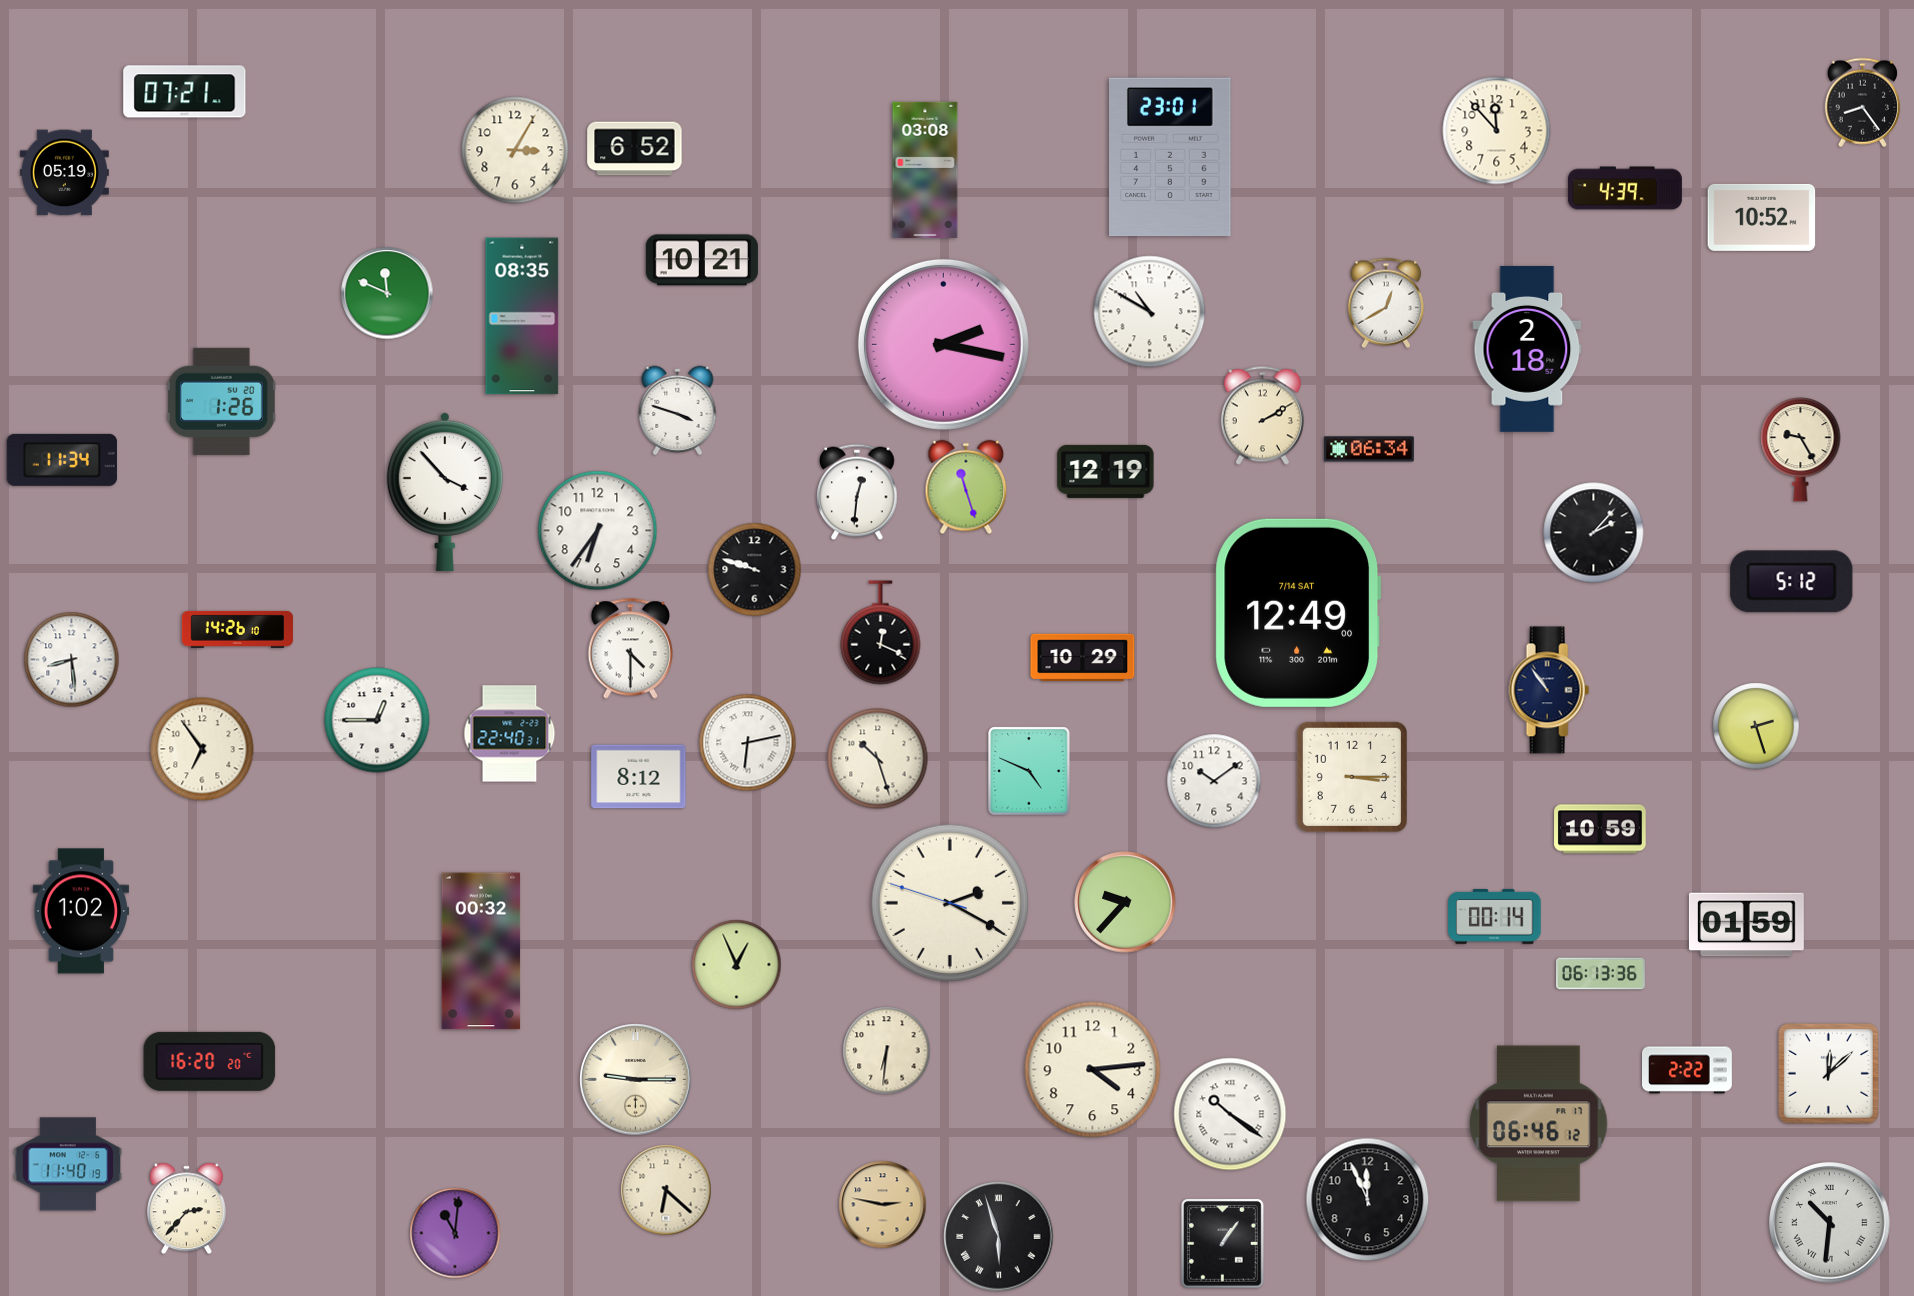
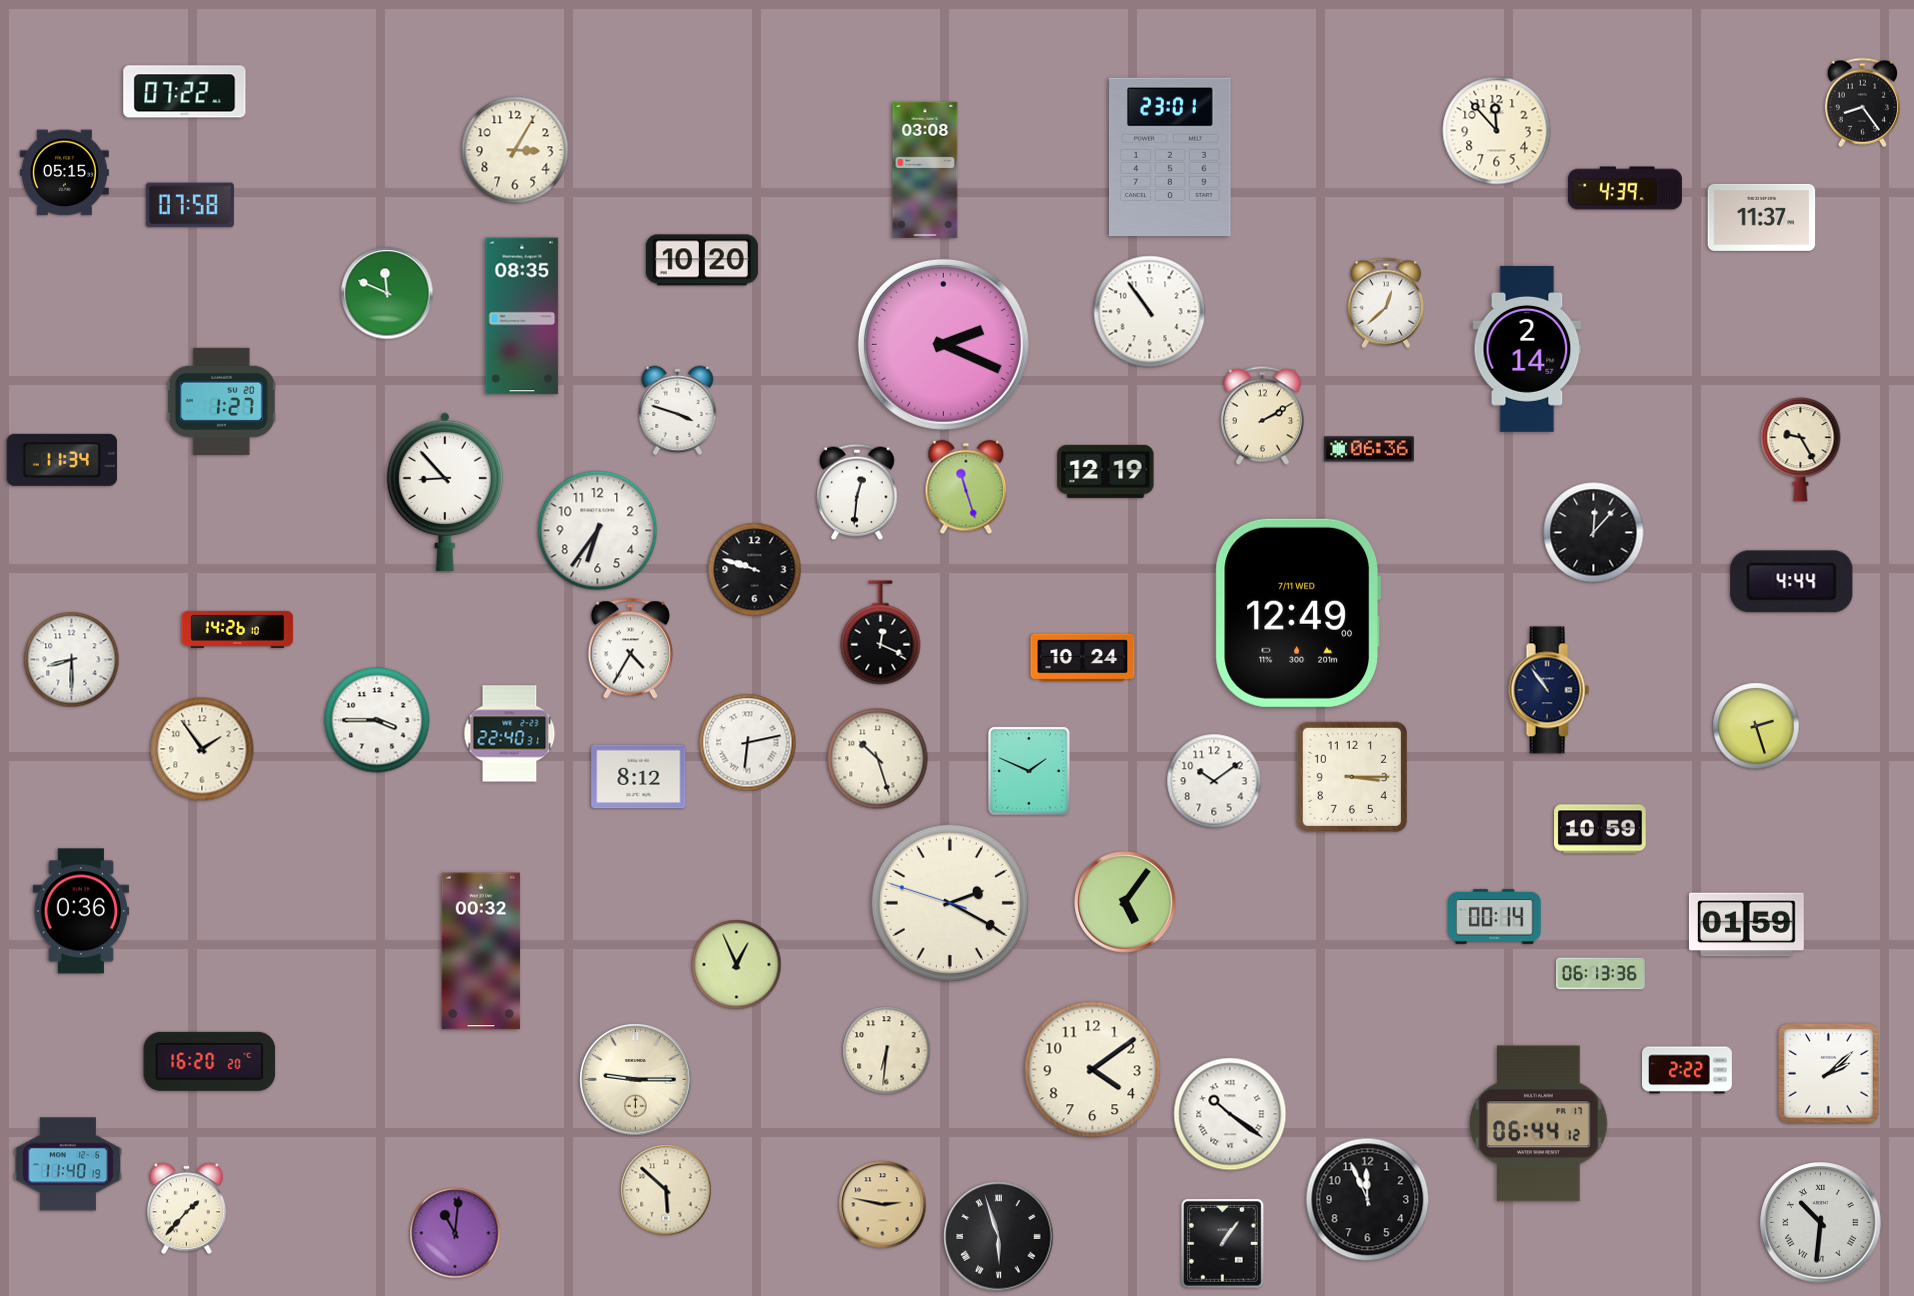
clock at (185, 92): 07:21 -> 07:22
clock at (635, 149): 6:52 -> none
clock at (64, 173): 05:19 -> 05:15
clock at (190, 205): none -> 07:58
clock at (1762, 217): 10:52 -> 11:37
clock at (702, 260): 10:21 -> 10:20
clock at (1386, 303): 12:40 -> 12:38
clock at (1150, 312): 10:50 -> 10:54
clock at (943, 344): 2:17 -> 2:19
clock at (1527, 349): 2:18 -> 2:14
clock at (221, 401): 1:26 -> 1:27
clock at (1369, 449): 06:34 -> 06:36
clock at (445, 492): 3:53 -> 8:53
clock at (1594, 533): 2:07 -> 12:07
clock at (1792, 582): 5:12 -> 4:44
clock at (1297, 613) date: 7/14 SAT -> 7/11 WED
clock at (631, 649): 4:30 -> 4:35
clock at (1083, 658): 10:29 -> 10:24
clock at (72, 660): 8:29 -> 8:30
clock at (377, 720): 12:45 -> 3:45
clock at (202, 749): 6:54 -> 1:54
clock at (1029, 771): 4:49 -> 1:49
clock at (1125, 902): 9:37 -> 5:06
clock at (81, 911): 1:02 -> 0:36
clock at (1093, 1070): 4:14 -> 4:09
clock at (1829, 1074): 12:08 -> 2:08
clock at (1539, 1124): 06:46 -> 06:44
clock at (666, 1190): 6:22 -> 5:52
clock at (186, 1209): 2:37 -> 1:37
clock at (1830, 1223) position: (1830, 1223) -> (1821, 1223)
